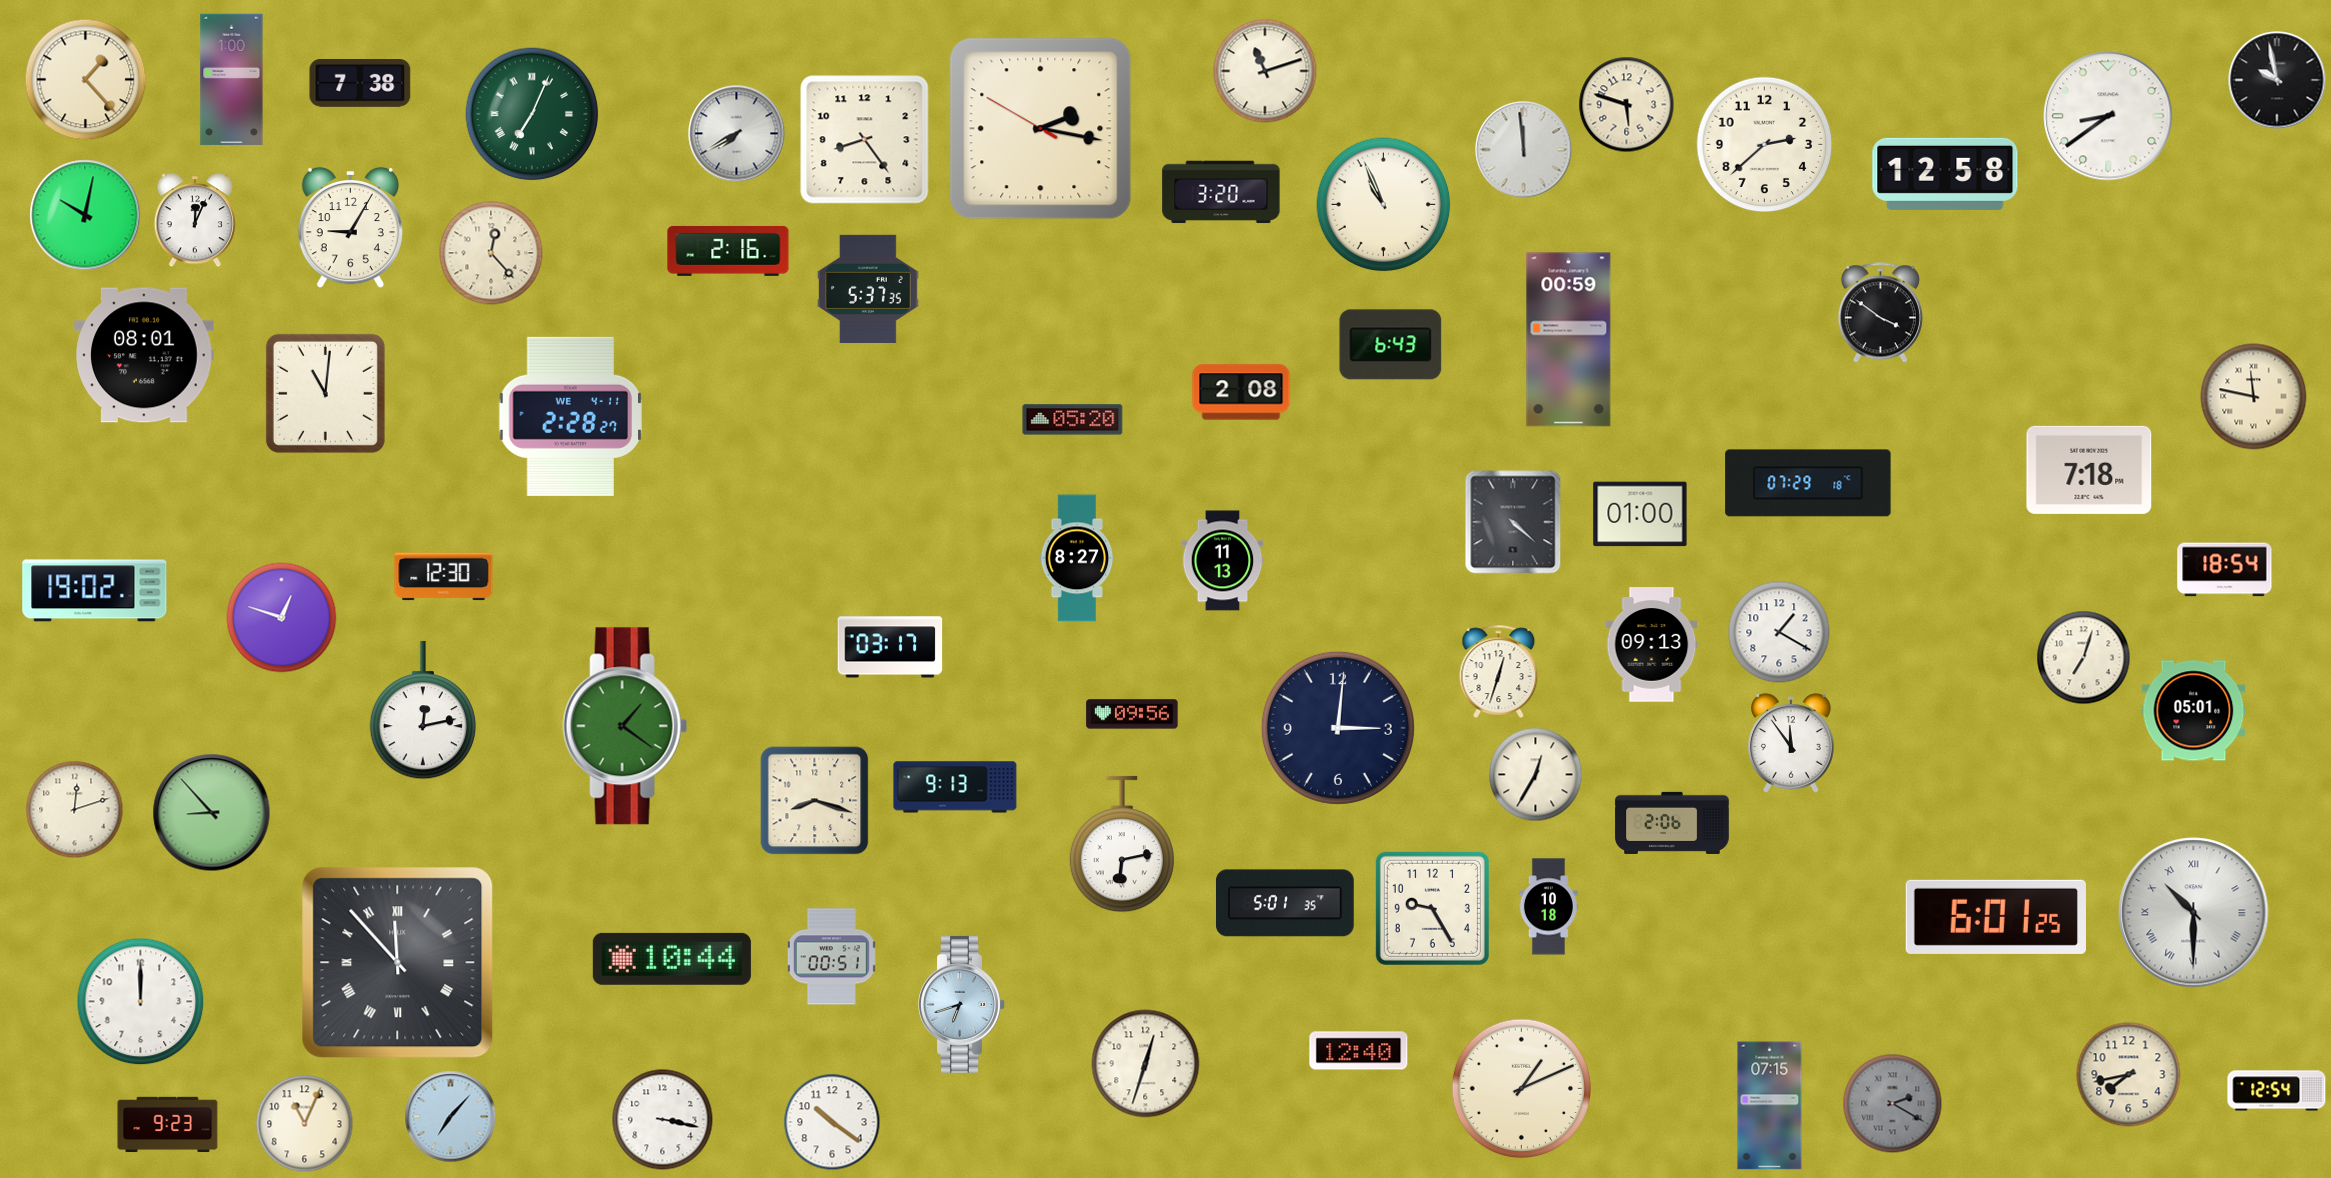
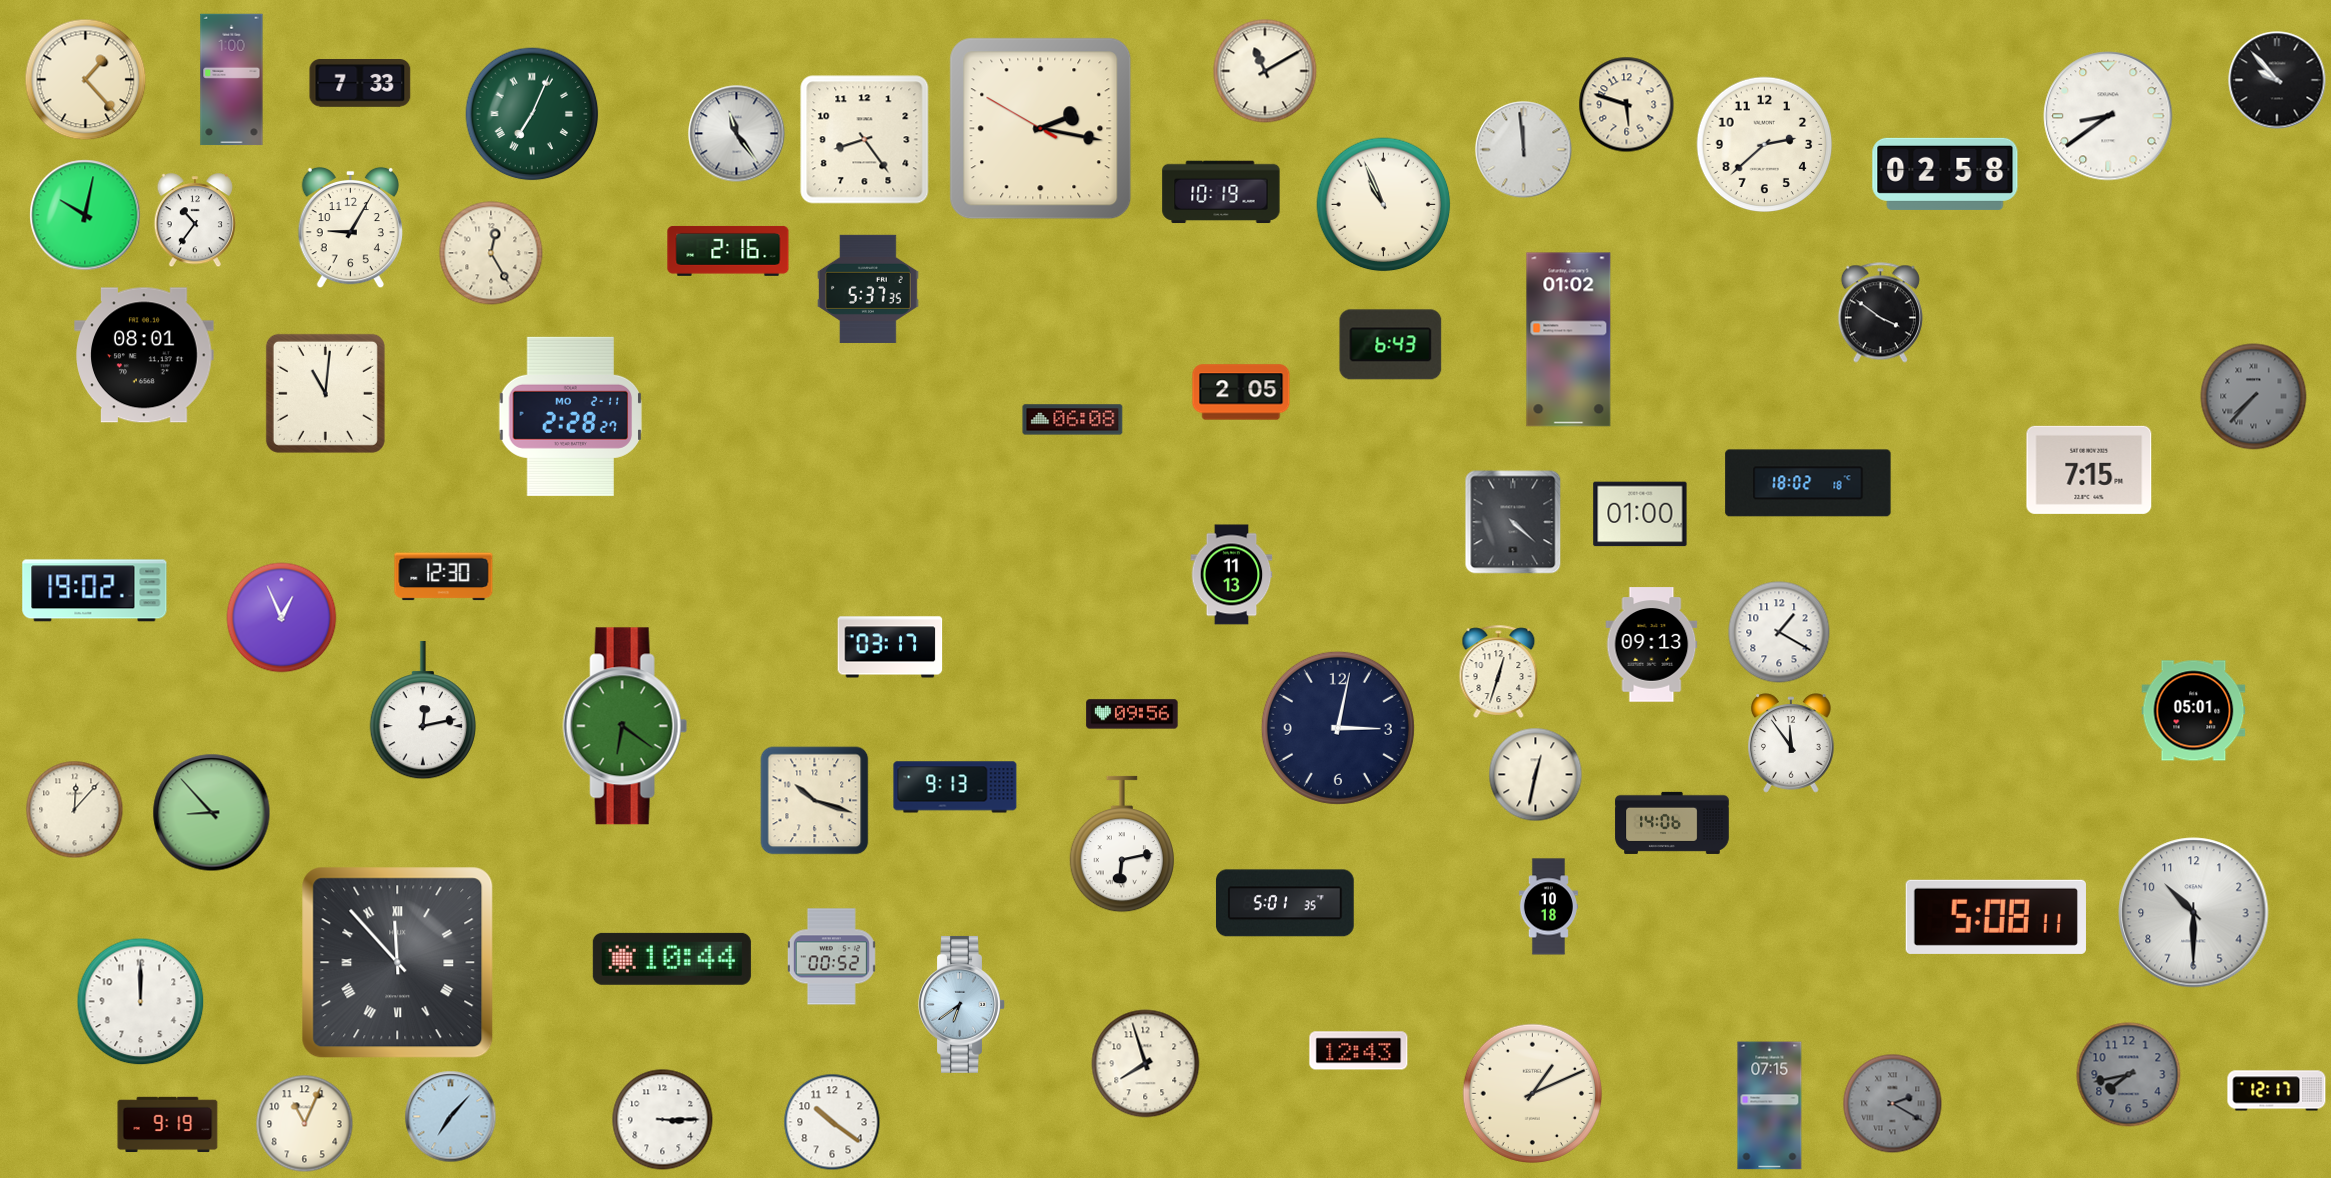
clock at (1265, 71): 11:12 -> 11:10
clock at (2277, 80): 9:58 -> 9:53
clock at (360, 84): 7:38 -> 7:33
clock at (737, 134): 7:40 -> 11:24
clock at (1945, 174): 12:58 -> 02:58
clock at (1221, 192): 3:20 -> 10:19
clock at (195, 221): 12:04 -> 10:36
clock at (491, 253): 12:23 -> 12:25
clock at (1569, 340): 00:59 -> 01:02
clock at (1241, 392): 2:08 -> 2:05
clock at (2254, 397): 11:47 -> 7:37
clock at (2254, 397) dial: cream -> grey
clock at (571, 416) date: WE 4-11 -> MO 2-11
clock at (1073, 420): 05:20 -> 06:08
clock at (2089, 470): 7:18 -> 7:15
clock at (1808, 483): 07:29 -> 18:02
clock at (1077, 558): 8:27 -> none
clock at (1223, 561) position: (1223, 561) -> (1232, 575)
clock at (2225, 570): 18:54 -> none
clock at (282, 618): 12:48 -> 12:56
clock at (2084, 658): 7:03 -> none
clock at (625, 726): 1:21 -> 6:21
clock at (1338, 728): 3:01 -> 3:02
clock at (1536, 775): 12:35 -> 12:32
clock at (815, 801): 8:18 -> 10:18
clock at (75, 810): 12:12 -> 12:07
clock at (1672, 823): 2:06 -> 14:06
clock at (1432, 908): 9:25 -> none
clock at (2194, 913) numerals: Roman -> Arabic
clock at (1996, 917): 6:01 -> 5:08
clock at (831, 957): 00:51 -> 00:52
clock at (962, 1004): 6:42 -> 6:39
clock at (1359, 1051): 12:40 -> 12:43
clock at (1146, 1064): 12:33 -> 7:57
clock at (2129, 1075) dial: cream -> grey
clock at (1521, 1088) position: (1521, 1088) -> (1532, 1093)
clock at (2277, 1091): 12:54 -> 12:17
clock at (663, 1120): 3:17 -> 3:15
clock at (168, 1125): 9:23 -> 9:19
